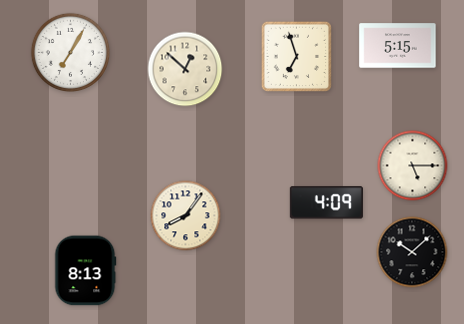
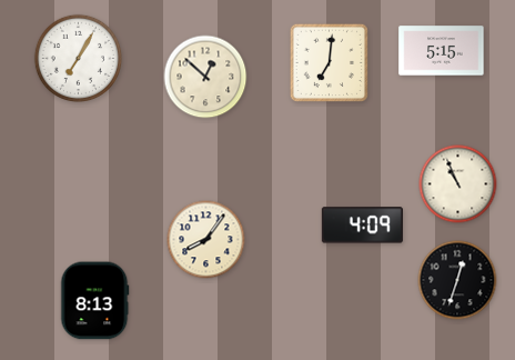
clock at (296, 56): 6:57 -> 7:01
clock at (413, 166): 5:15 -> 10:56
clock at (412, 252): 10:08 -> 12:33
